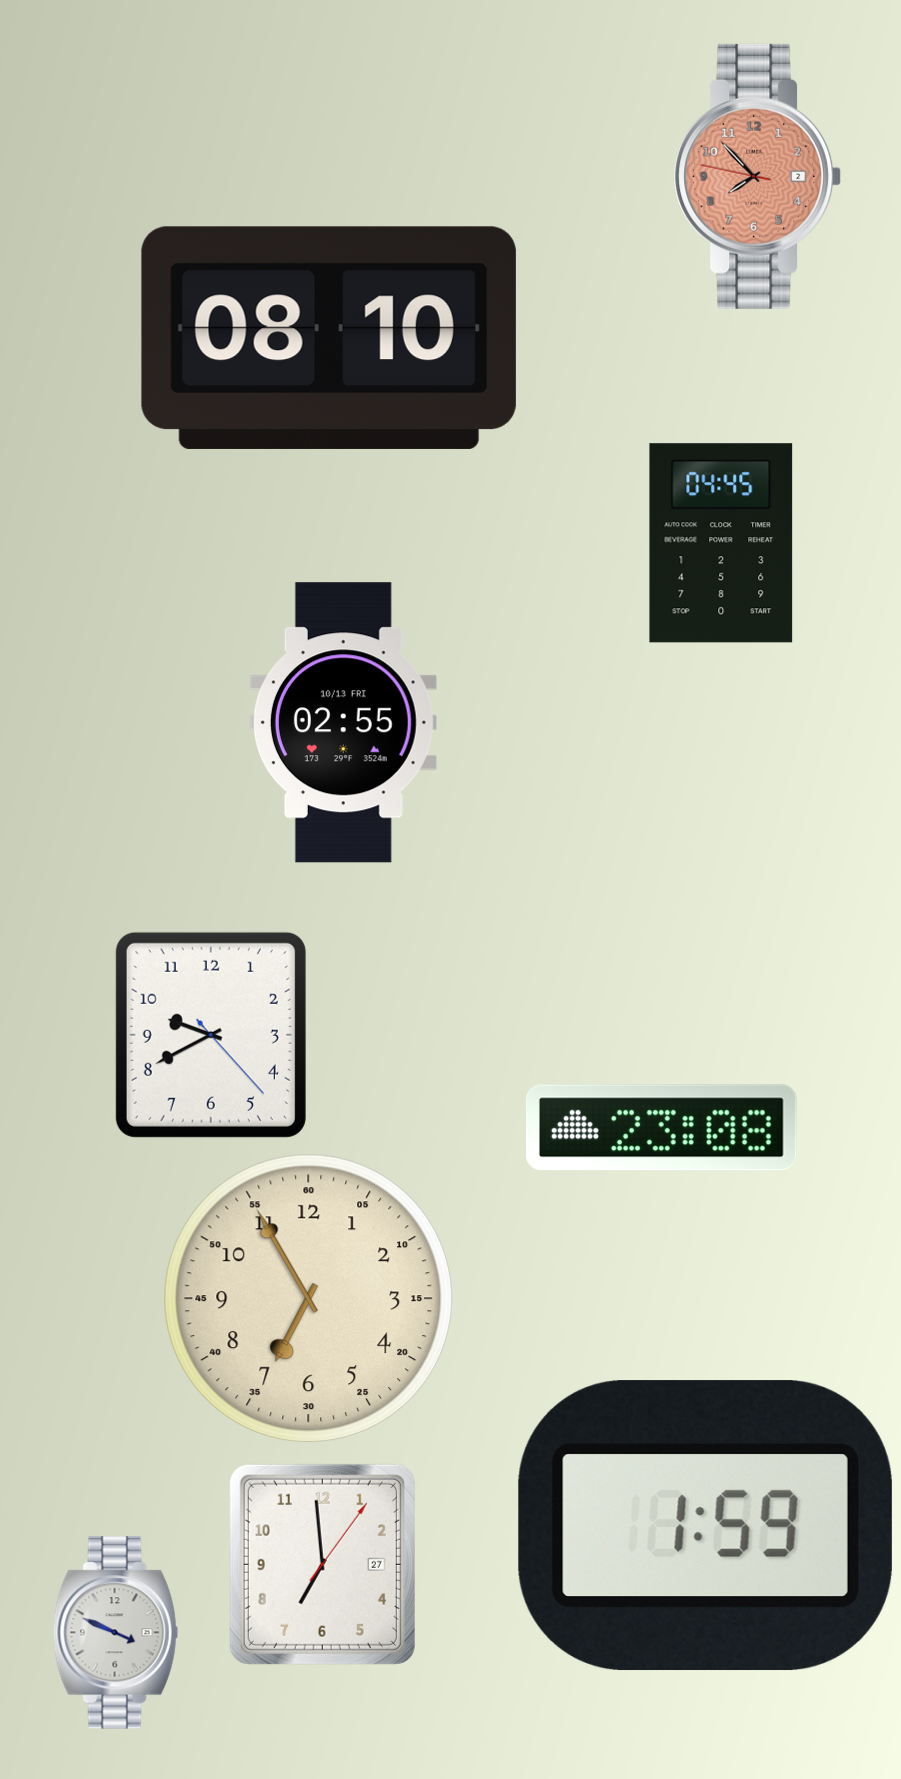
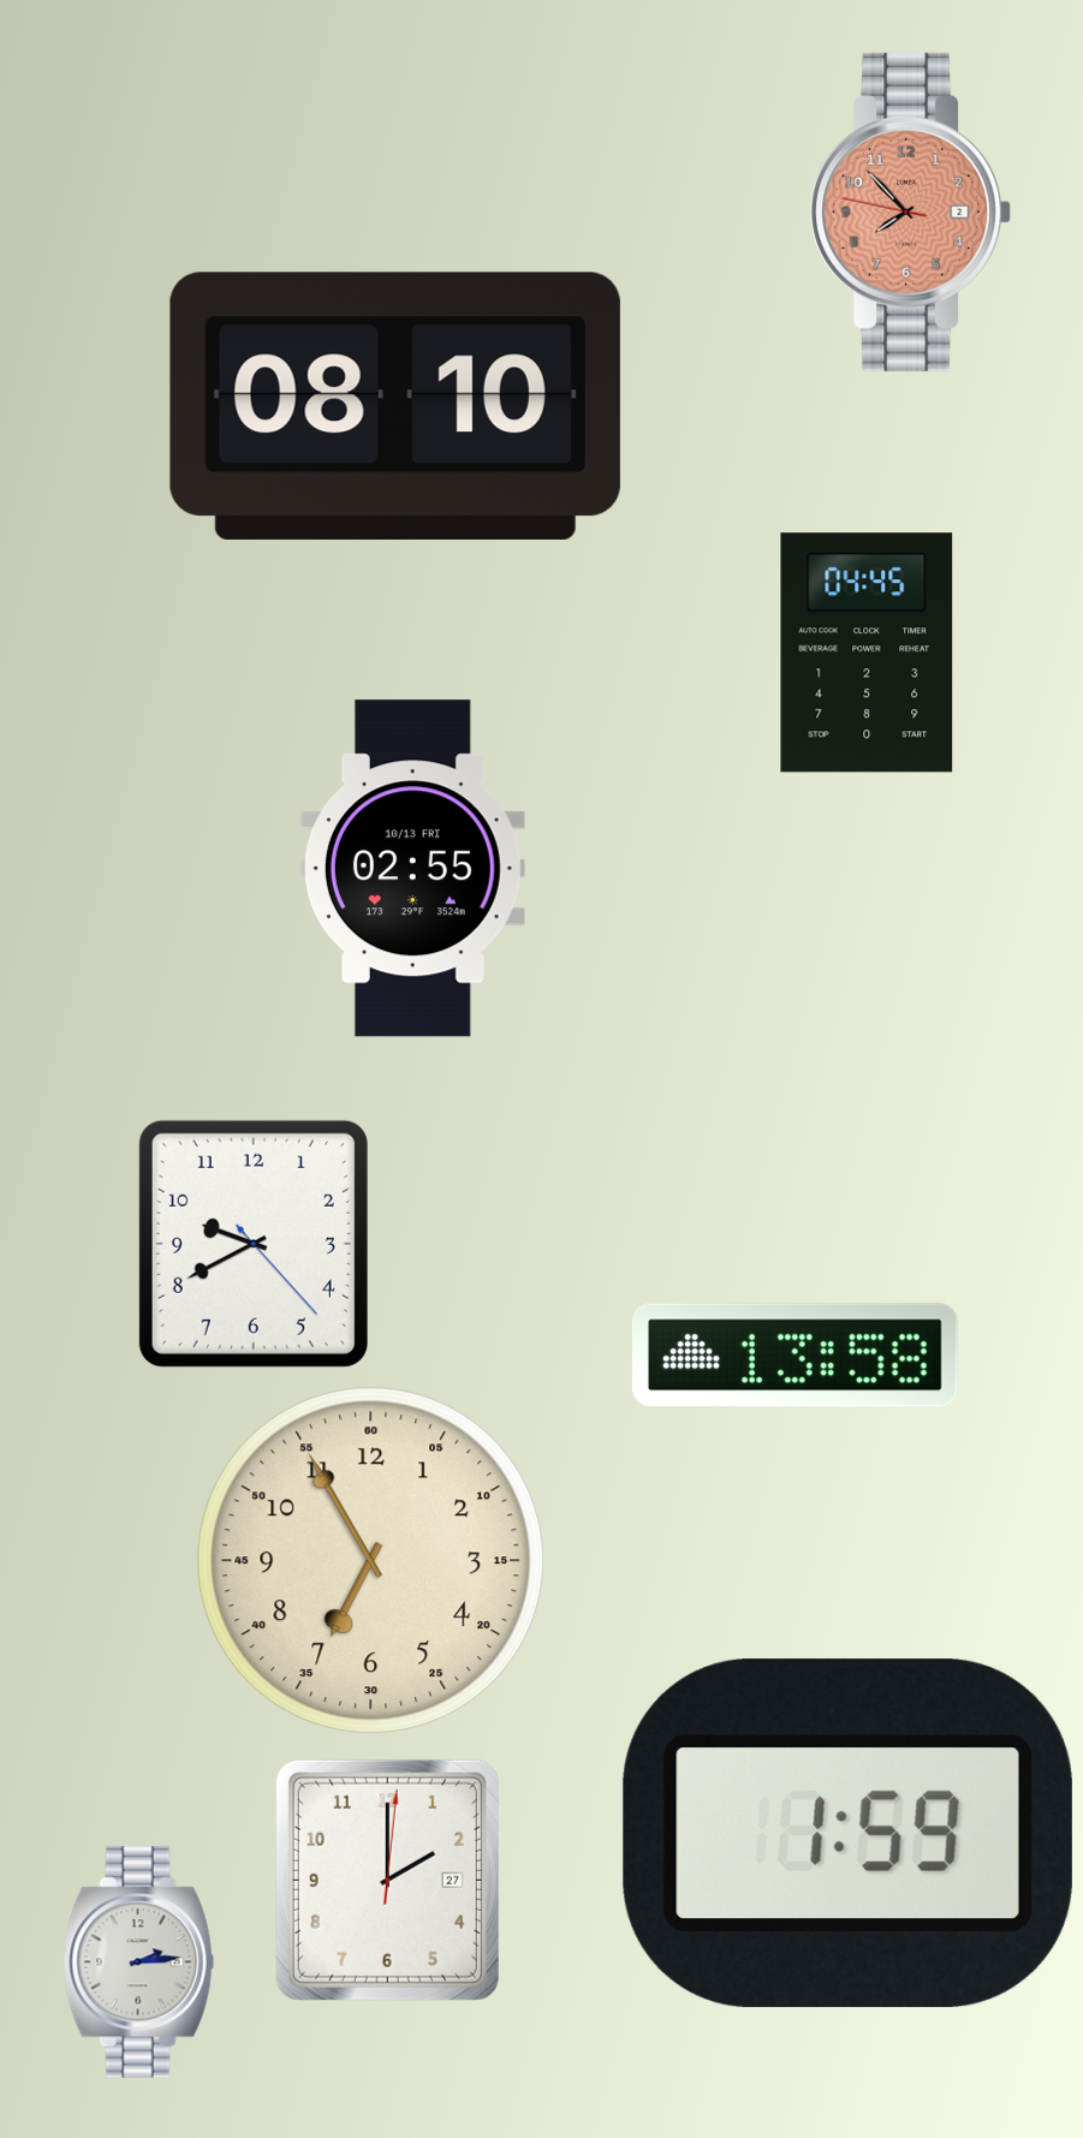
clock at (661, 1128): 23:08 -> 13:58
clock at (322, 1564): 6:59 -> 2:00
clock at (115, 1633): 3:49 -> 2:14
